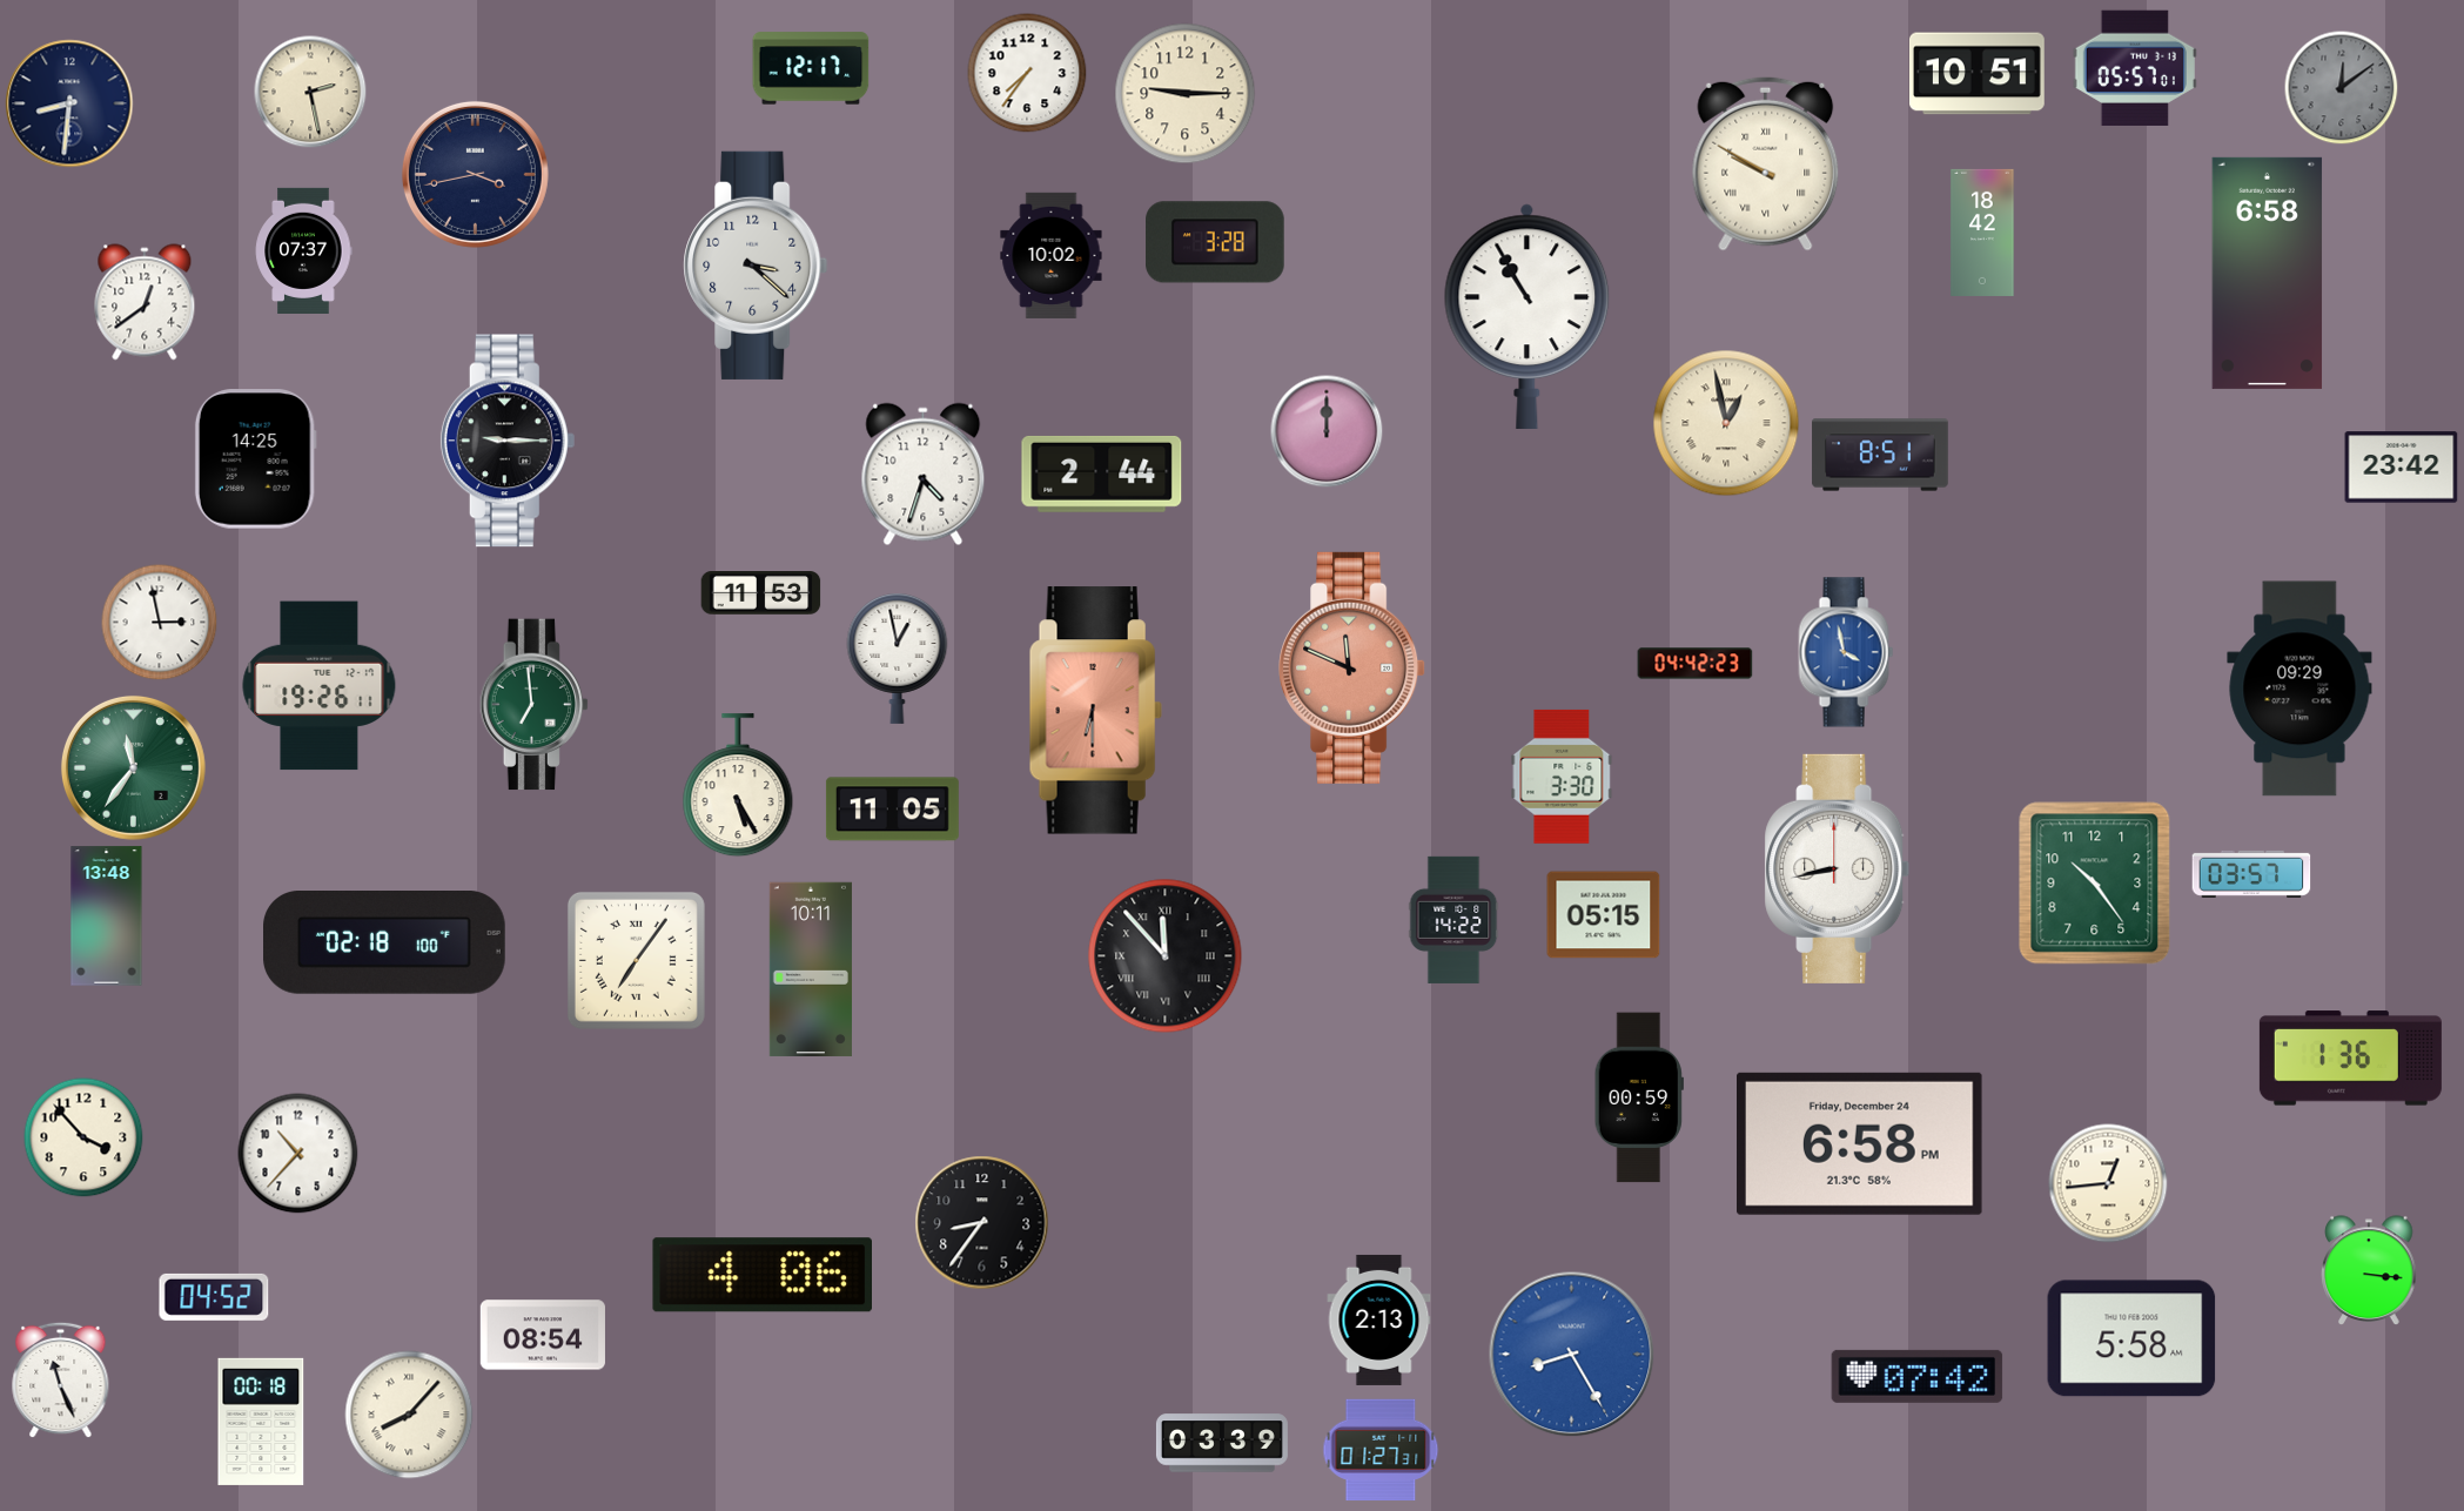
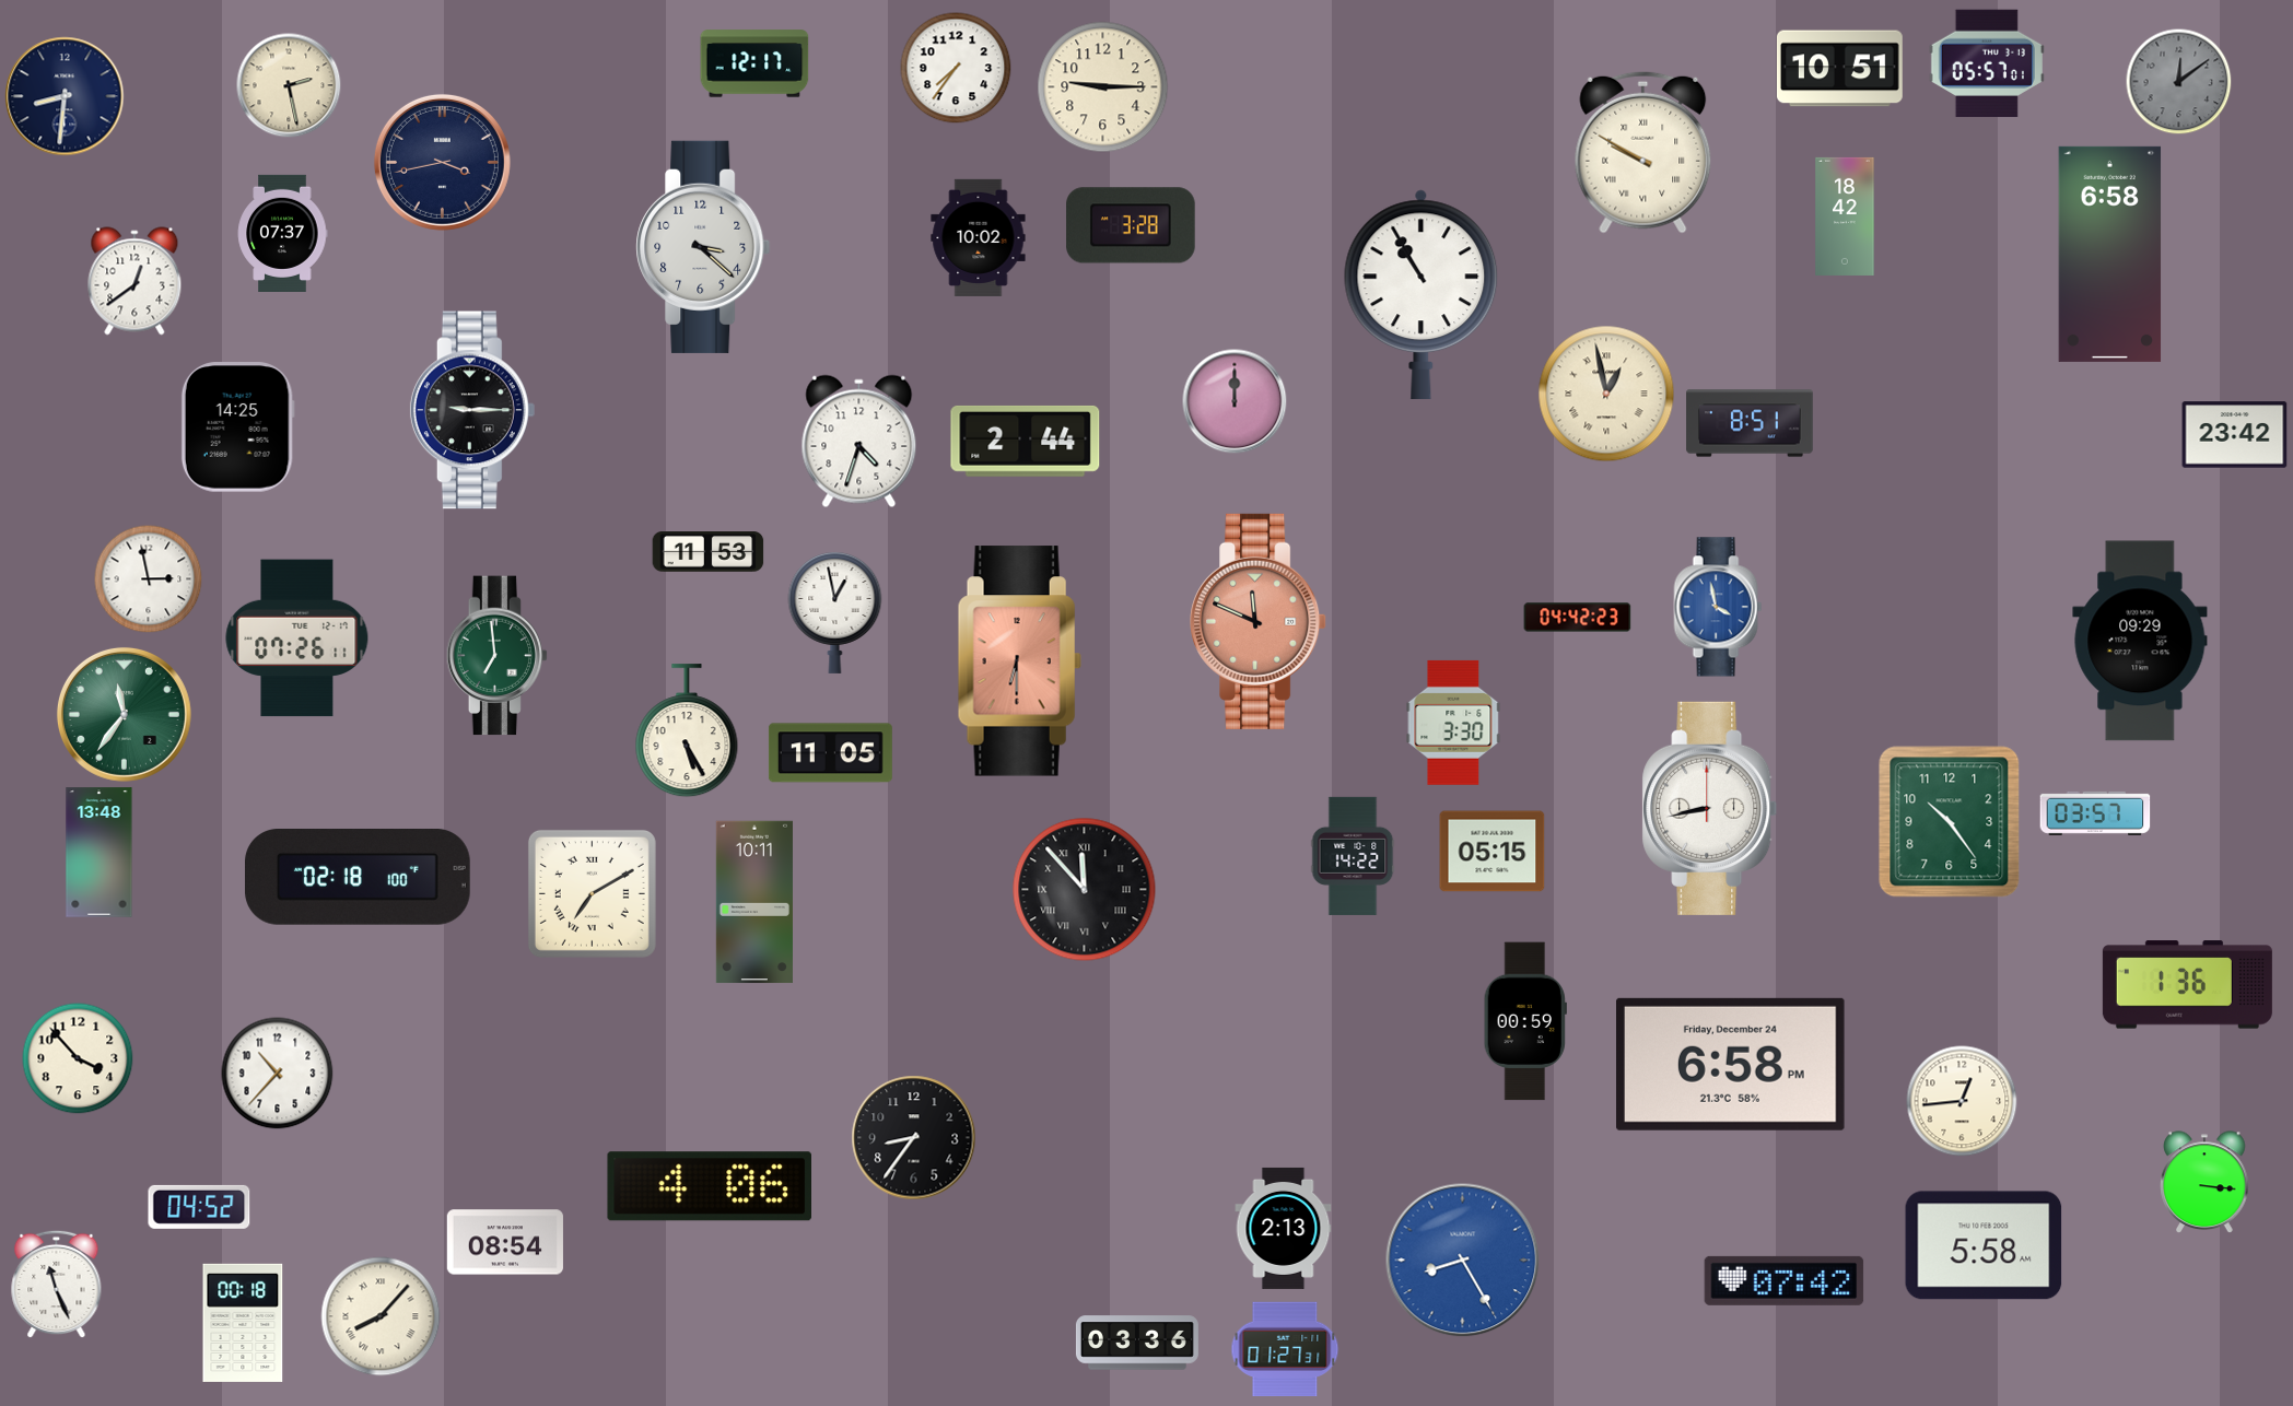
clock at (320, 686): 19:26 -> 07:26
clock at (636, 960): 7:06 -> 7:10
clock at (1222, 1443): 03:39 -> 03:36
